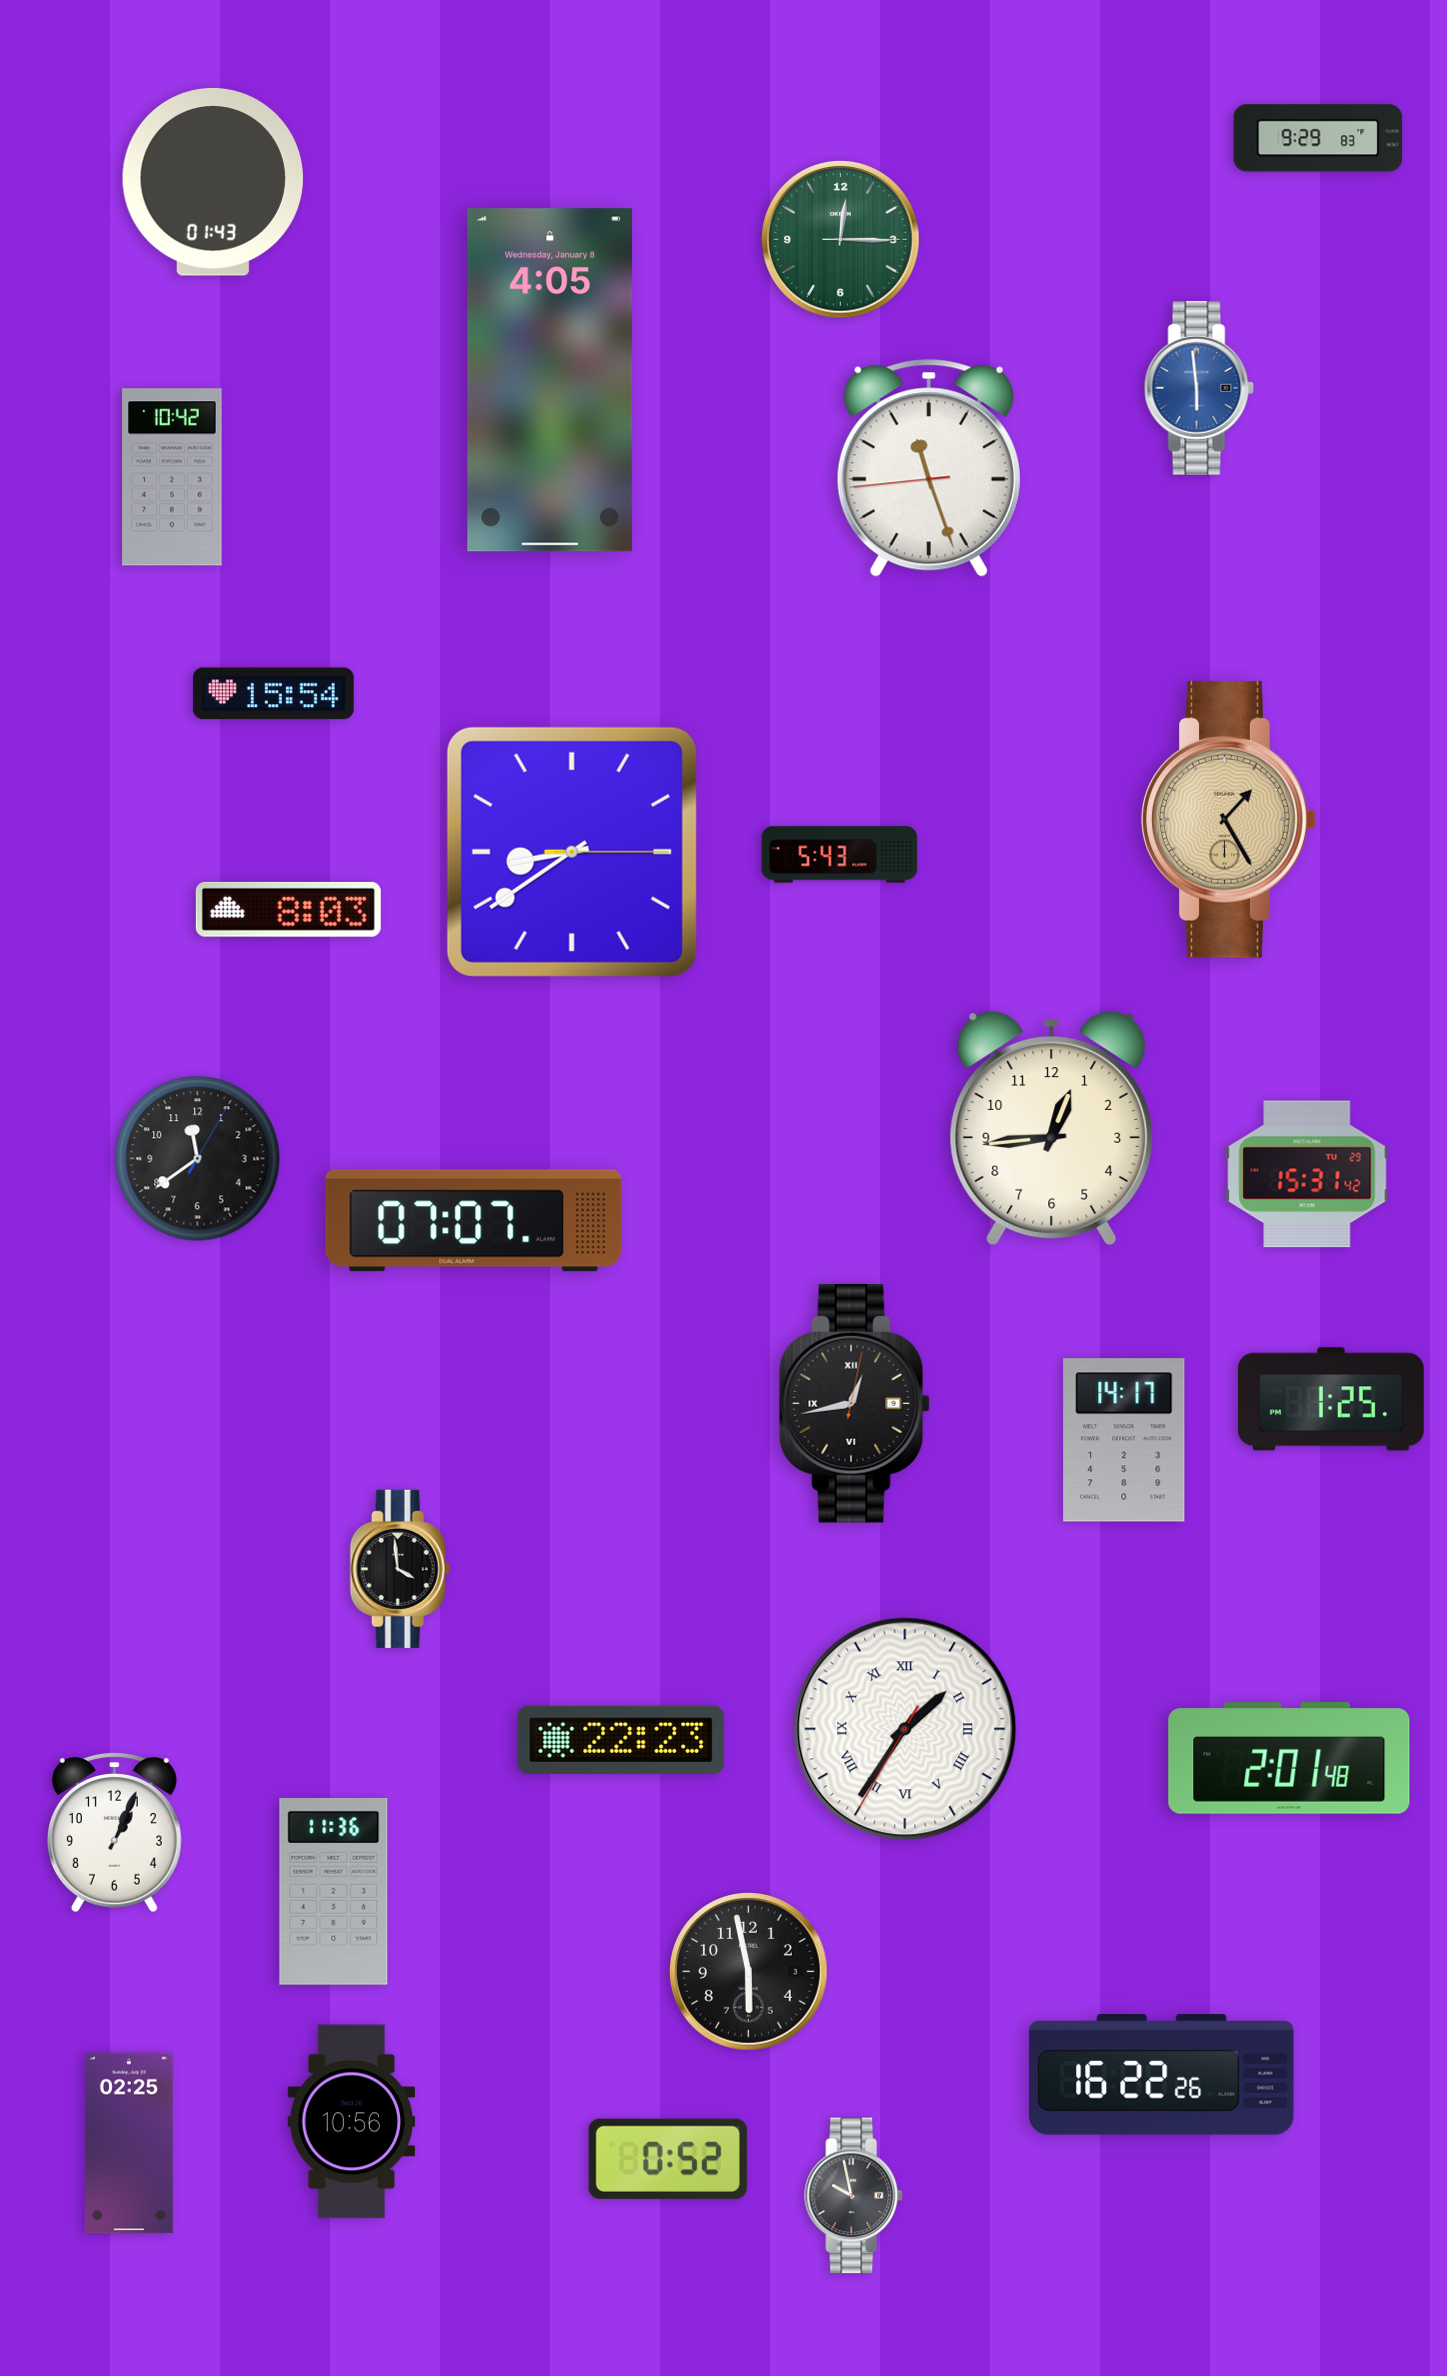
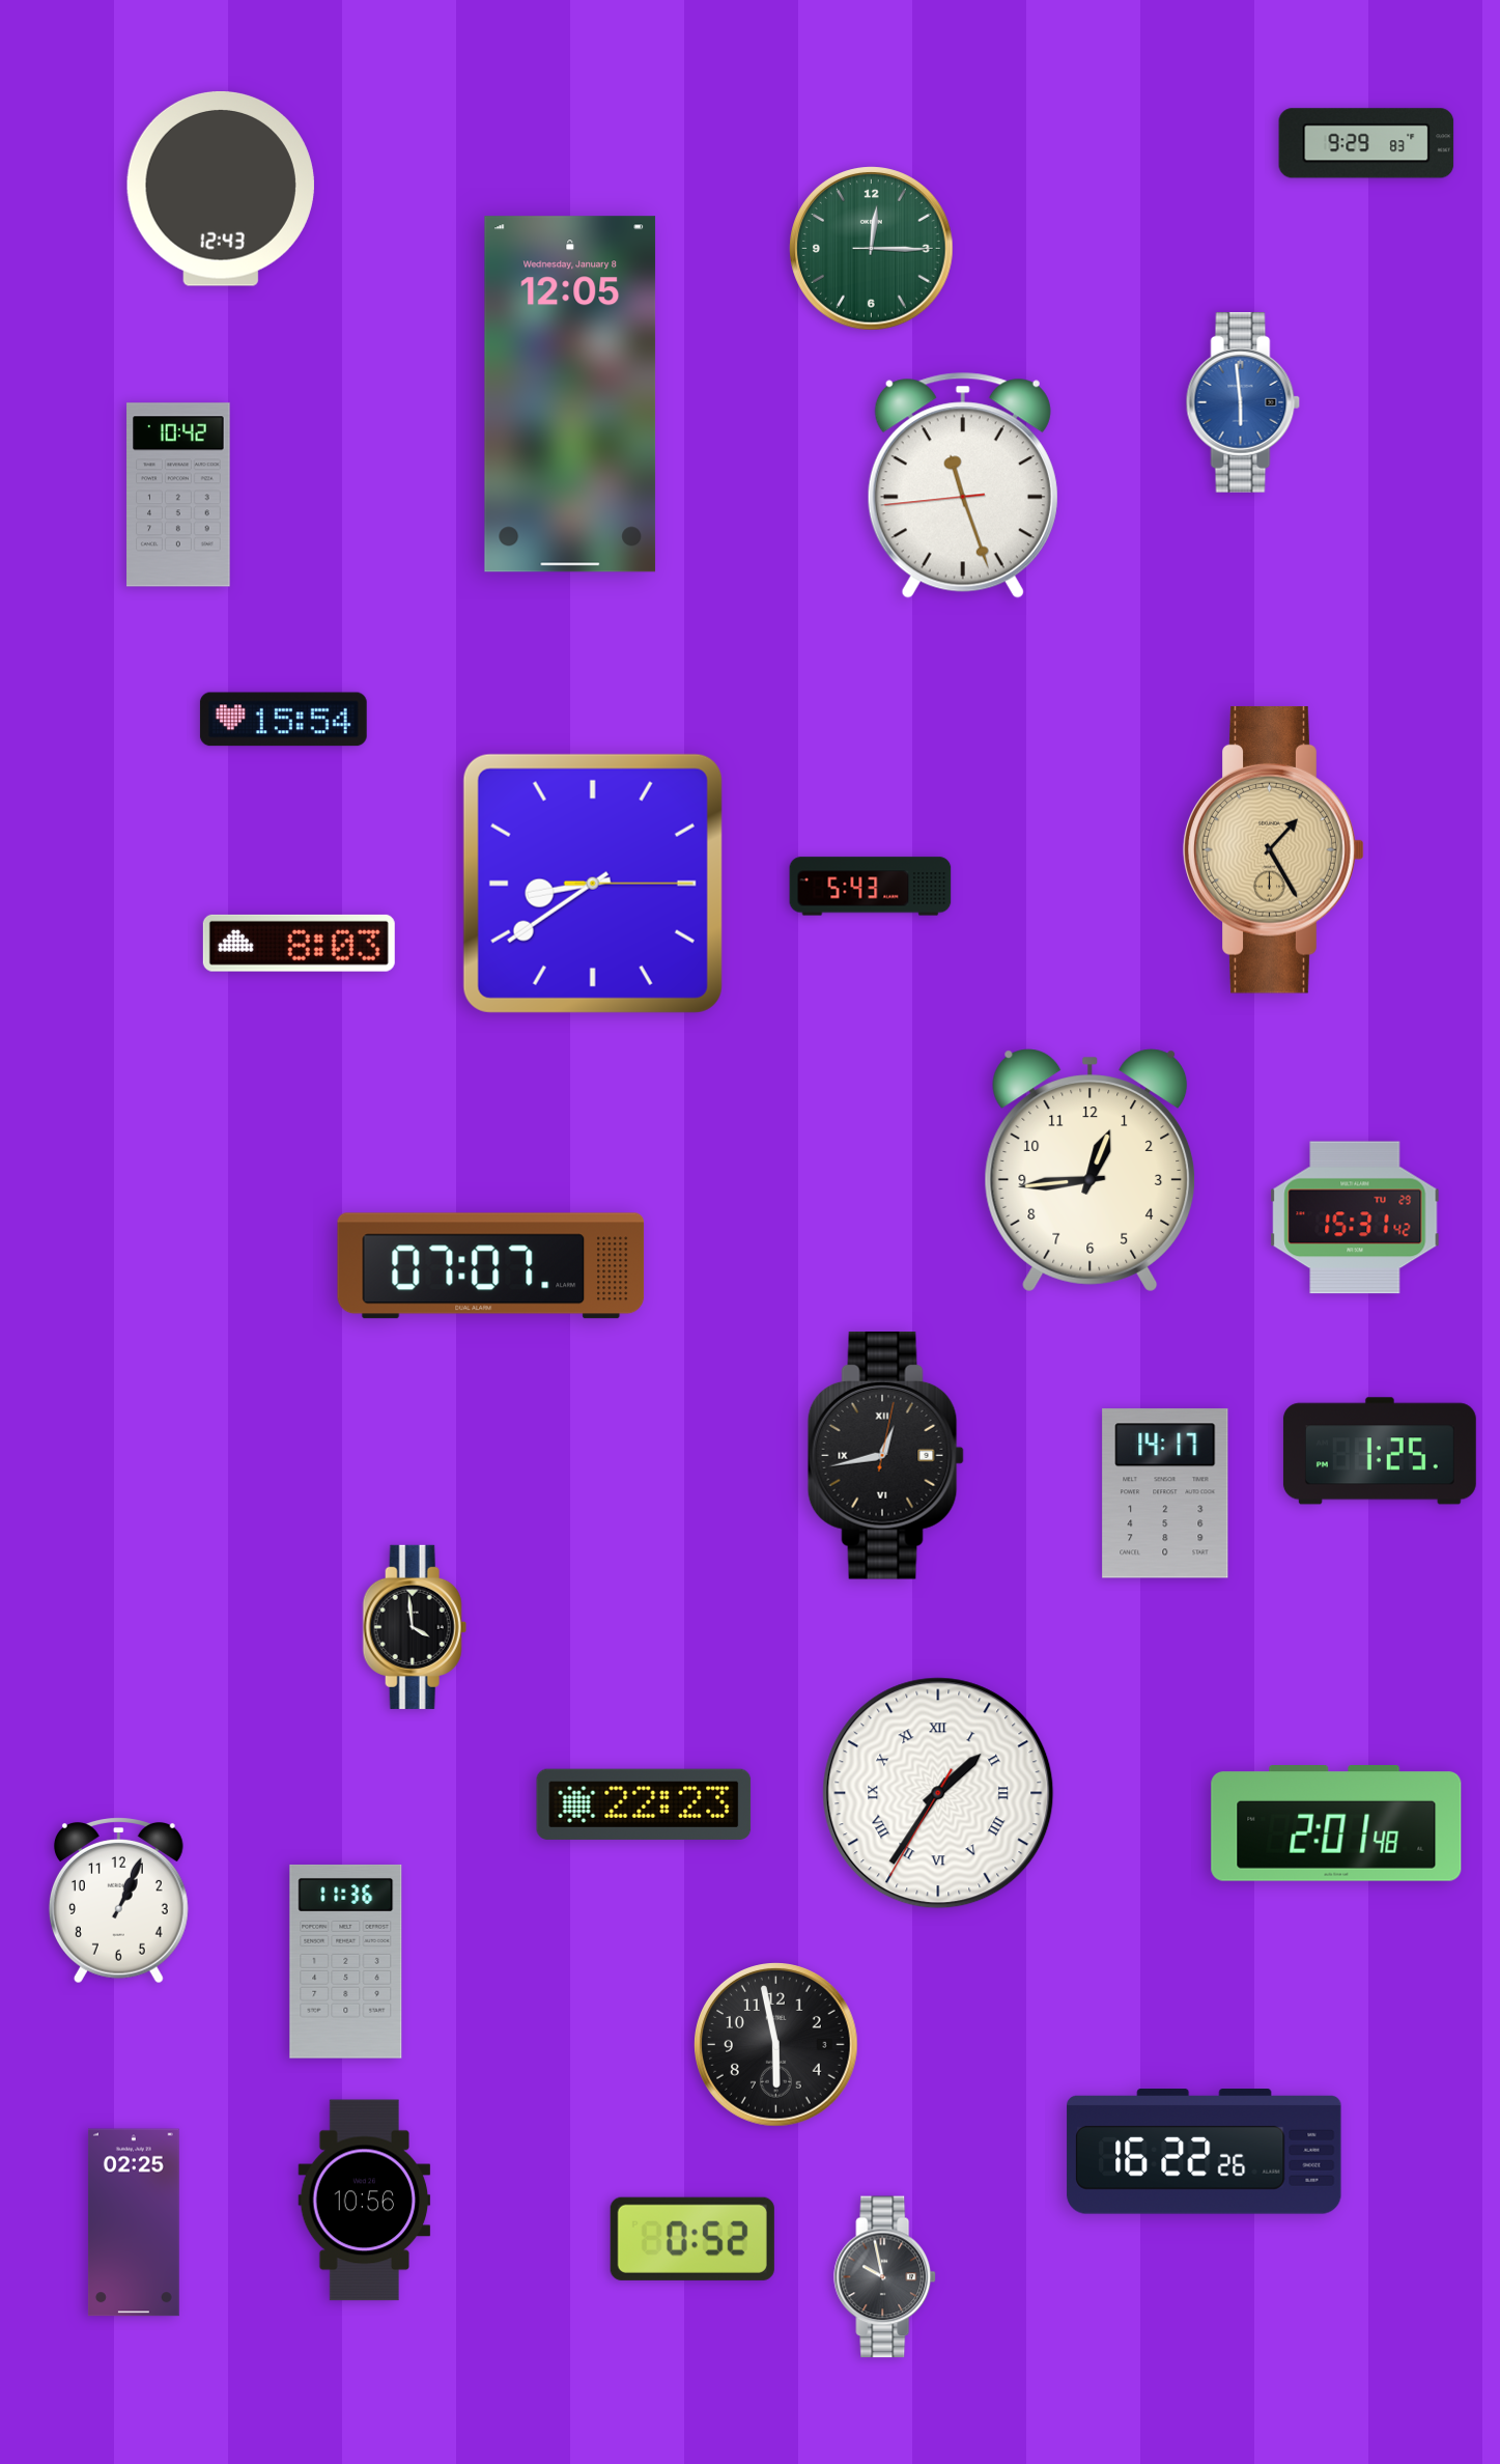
clock at (213, 182): 01:43 -> 12:43
clock at (550, 380): 4:05 -> 12:05
clock at (198, 1159): 11:39 -> none
